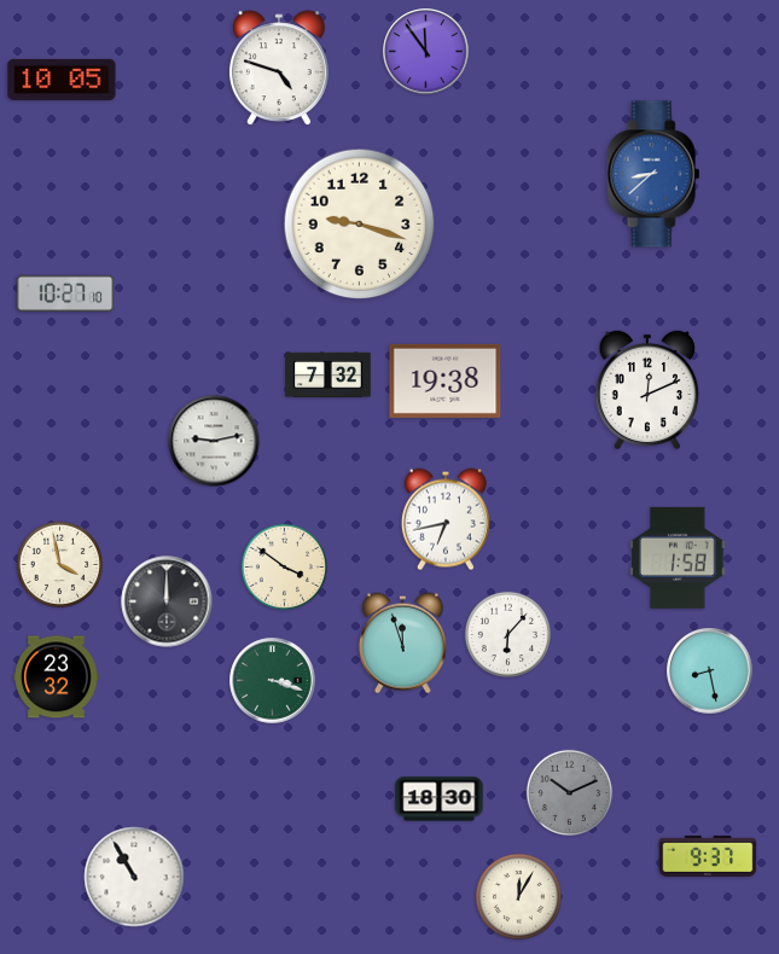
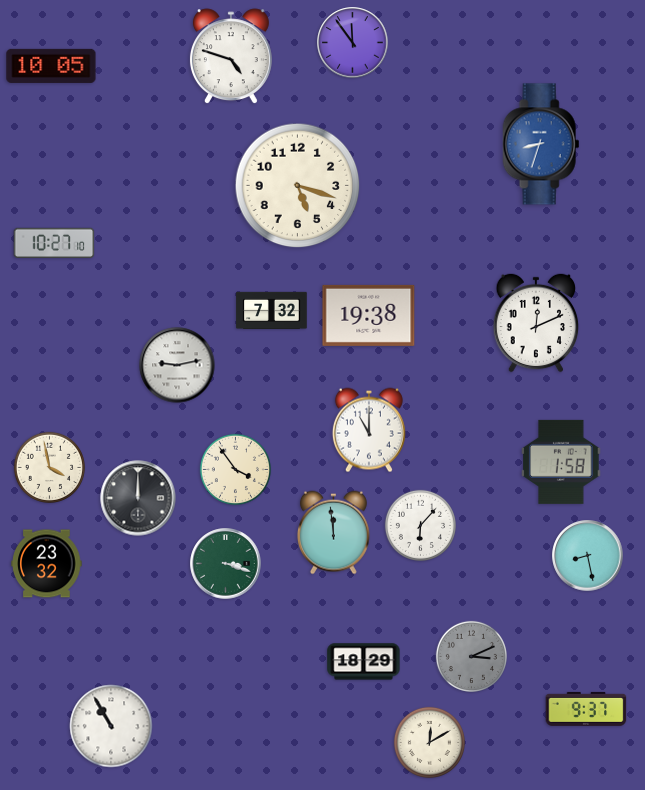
clock at (653, 174): 8:38 -> 8:33
clock at (360, 225): 9:18 -> 5:18
clock at (446, 519): 6:43 -> 11:00
clock at (284, 566): 3:51 -> 3:54
clock at (402, 644): 11:57 -> 11:59
clock at (57, 677) position: (57, 677) -> (47, 564)
clock at (569, 792): 10:11 -> 3:11
clock at (440, 799): 18:30 -> 18:29
clock at (518, 896): 12:05 -> 12:10
